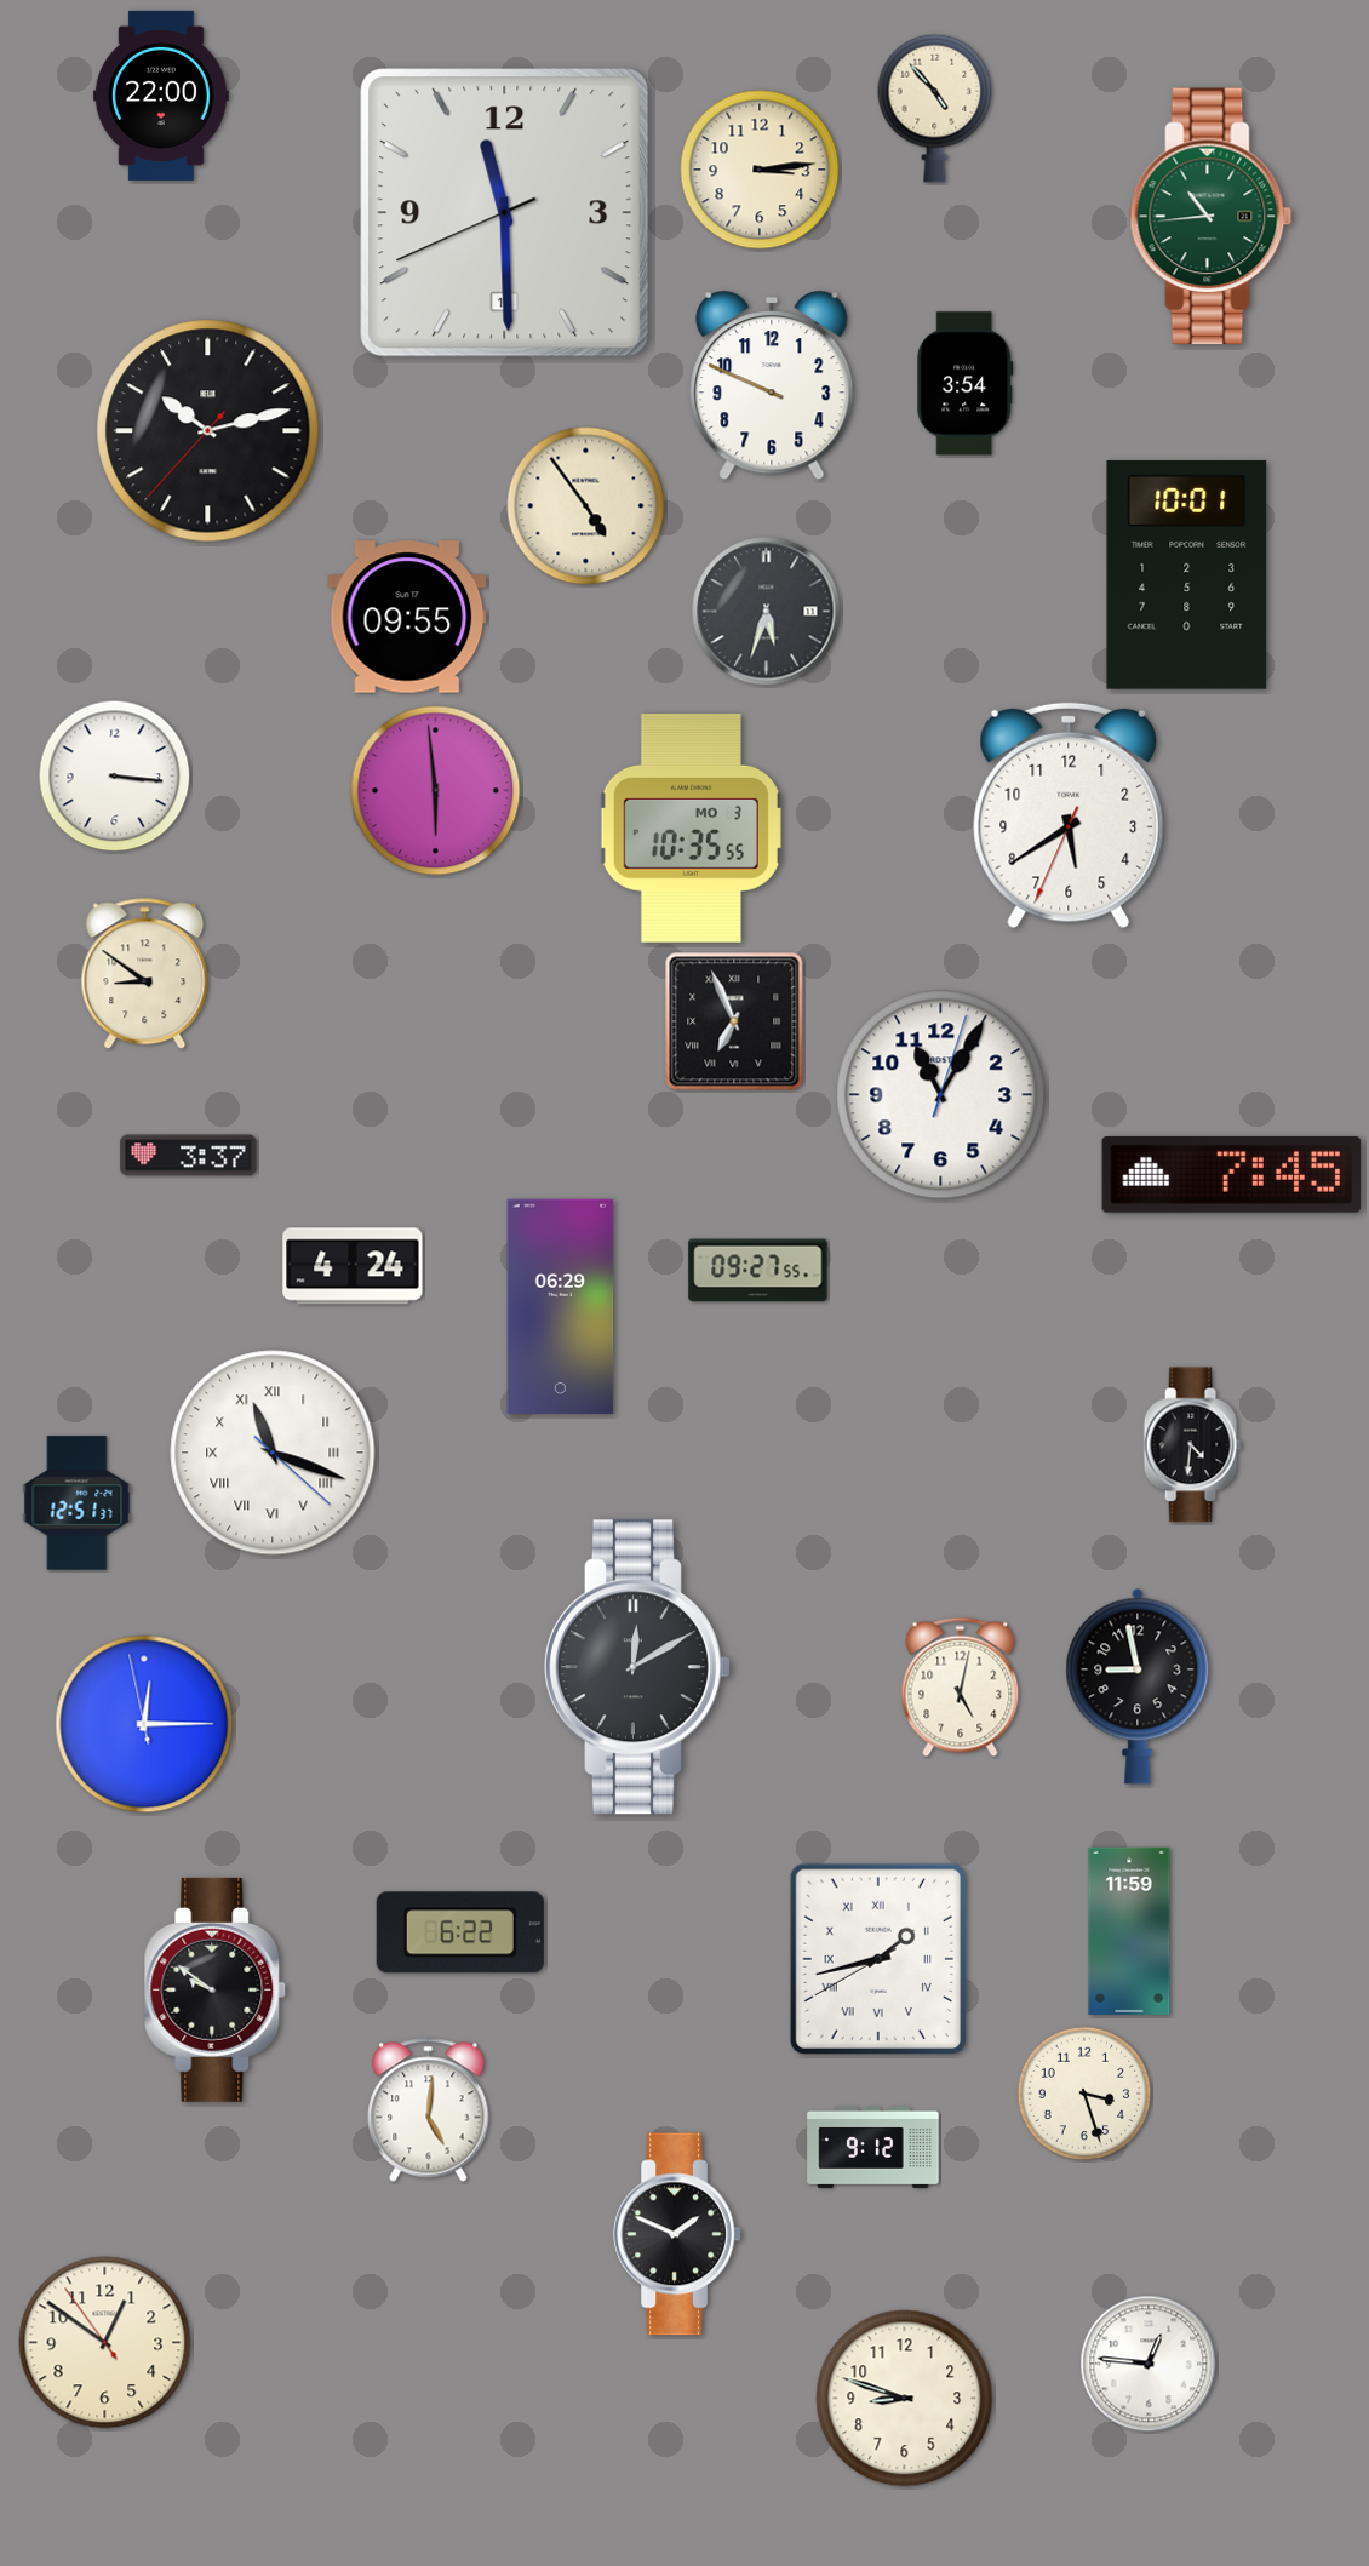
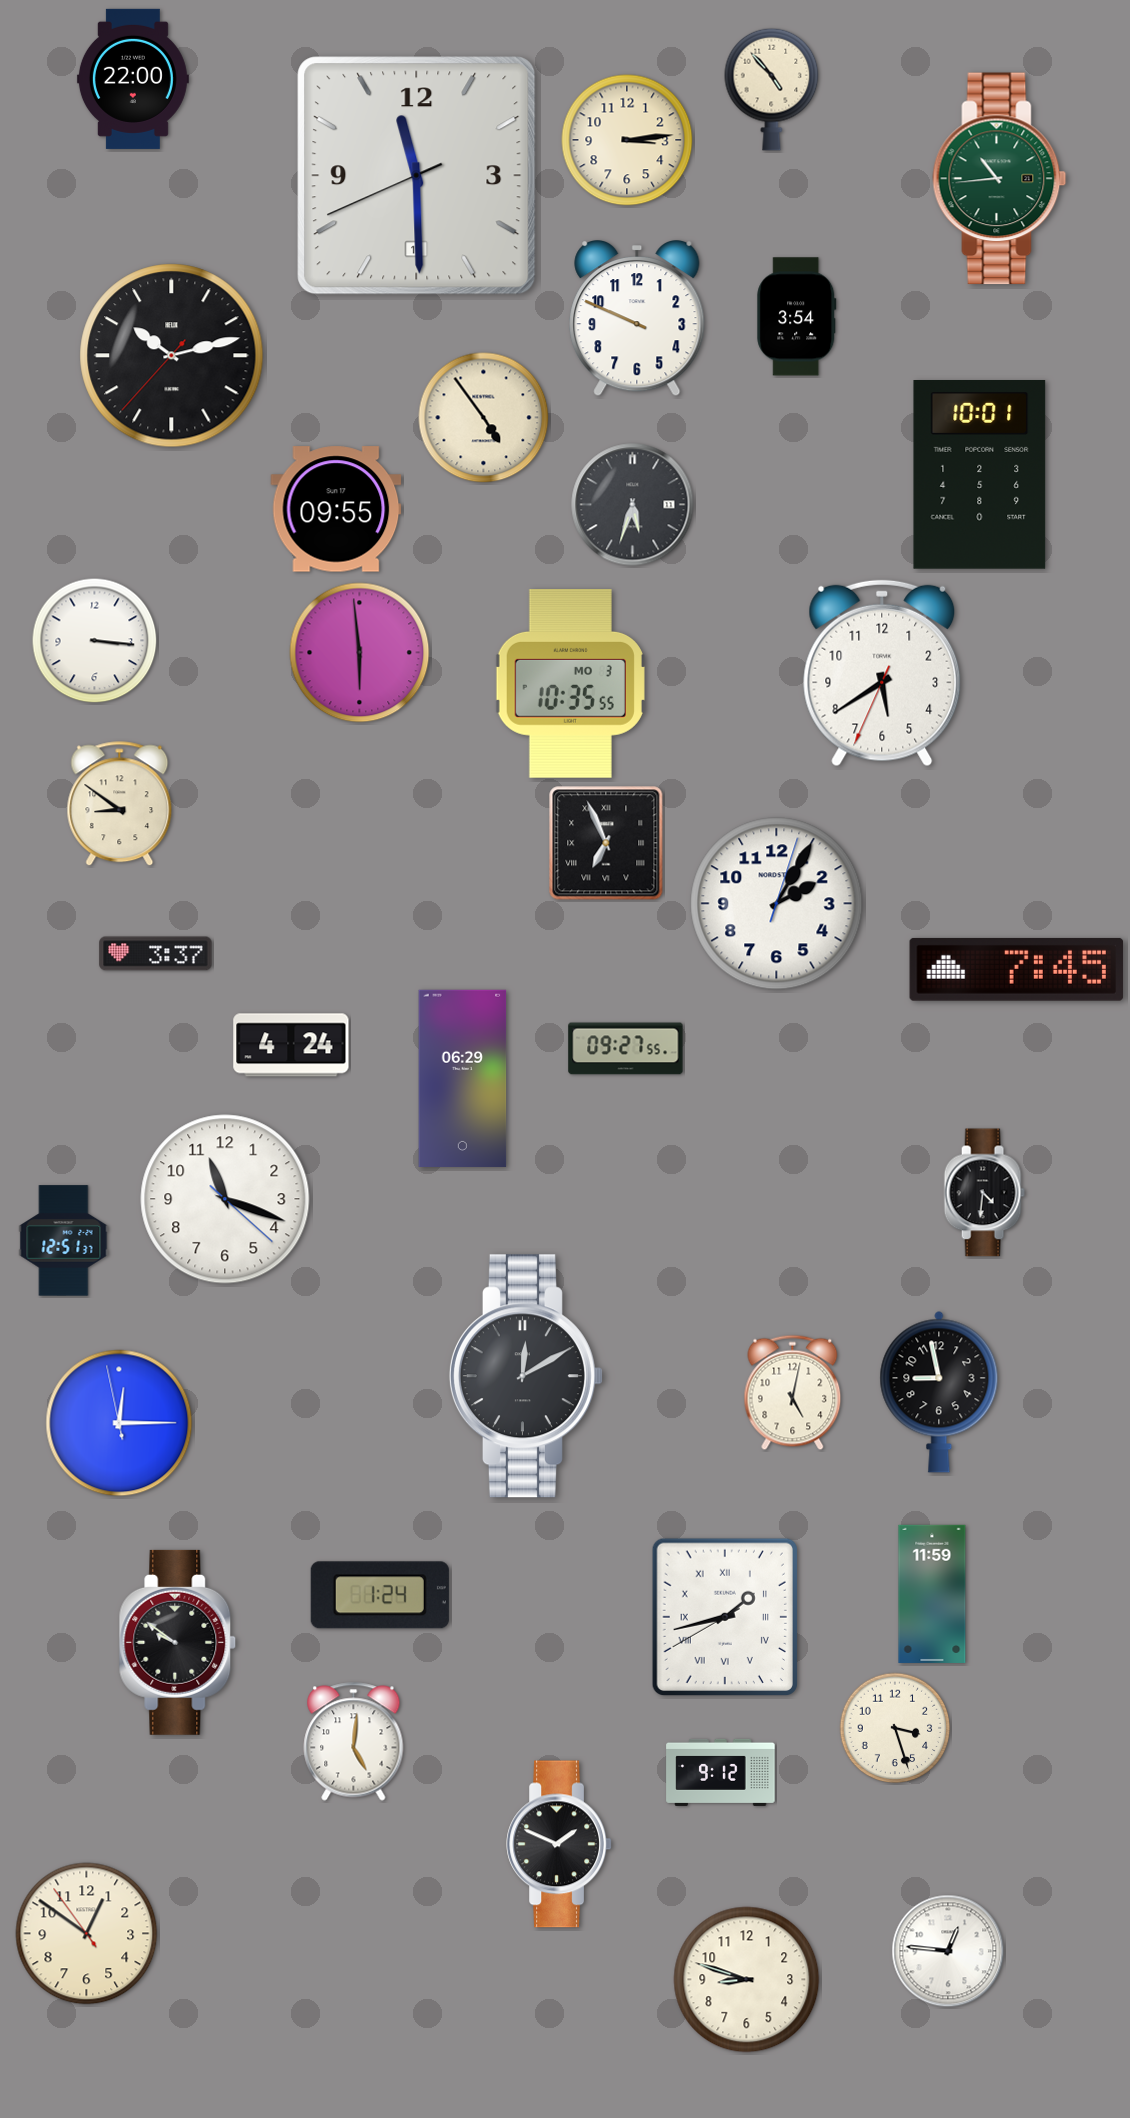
clock at (941, 1095): 11:05 -> 2:05
clock at (273, 1453) numerals: Roman -> Arabic
clock at (460, 1932): 6:22 -> 1:24
